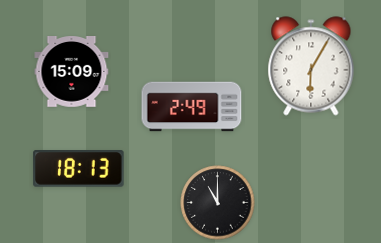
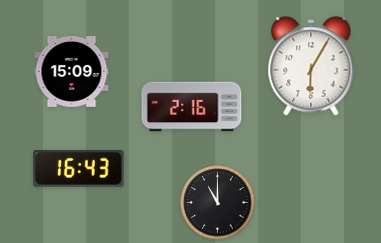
clock at (192, 107): 2:49 -> 2:16
clock at (79, 169): 18:13 -> 16:43
